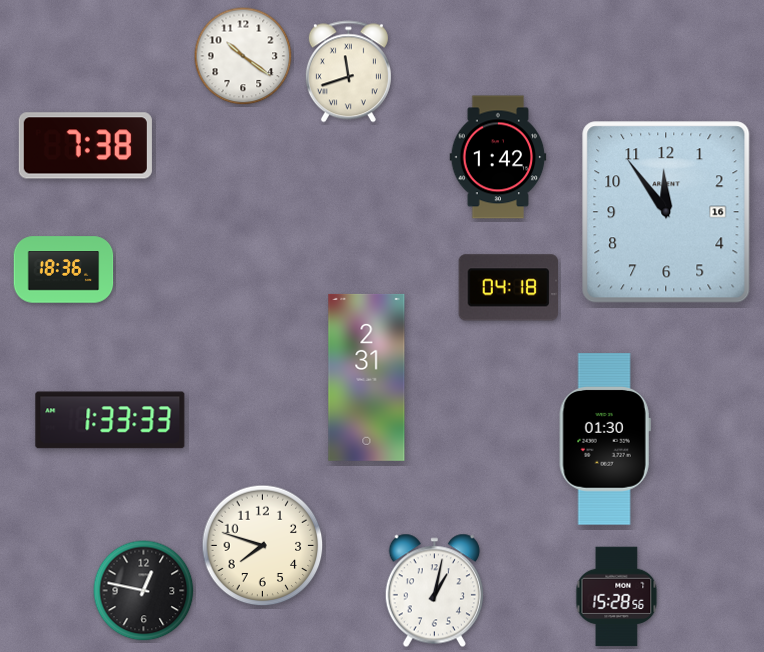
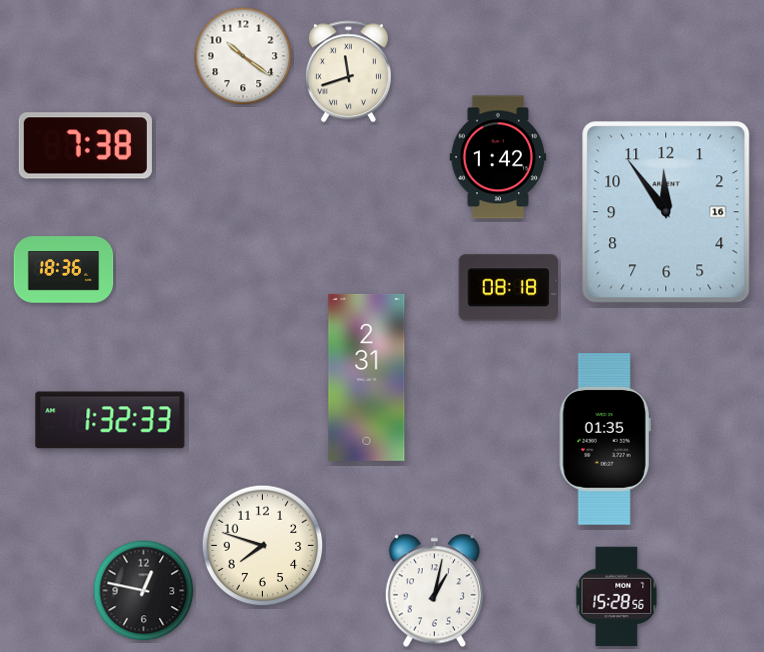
clock at (509, 288): 04:18 -> 08:18
clock at (110, 420): 1:33 -> 1:32
clock at (605, 439): 01:30 -> 01:35
